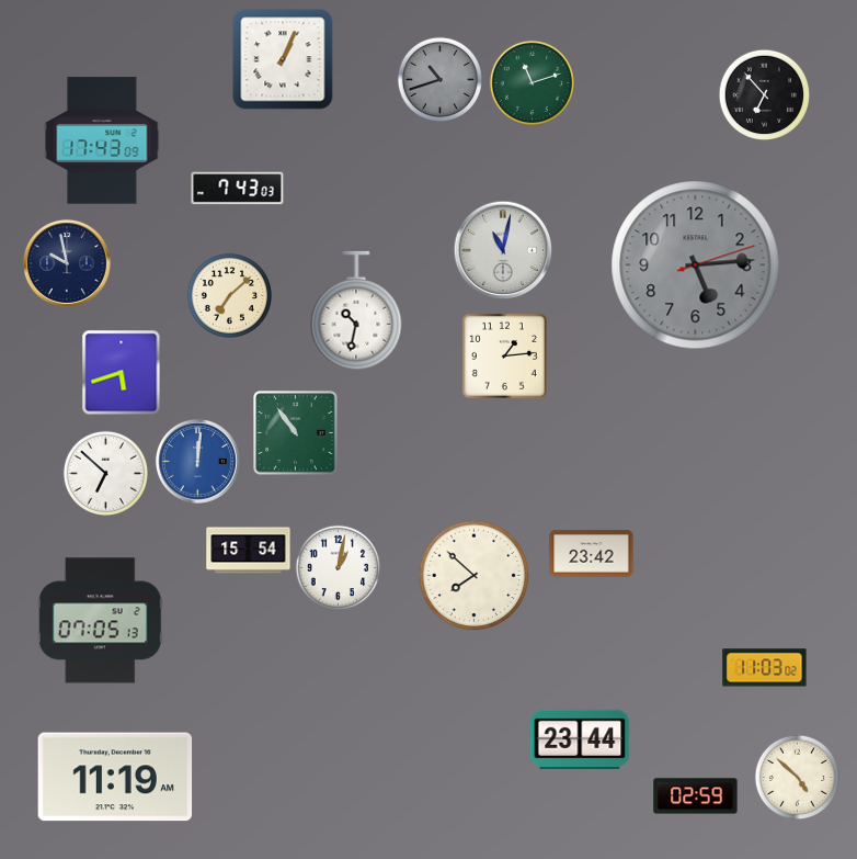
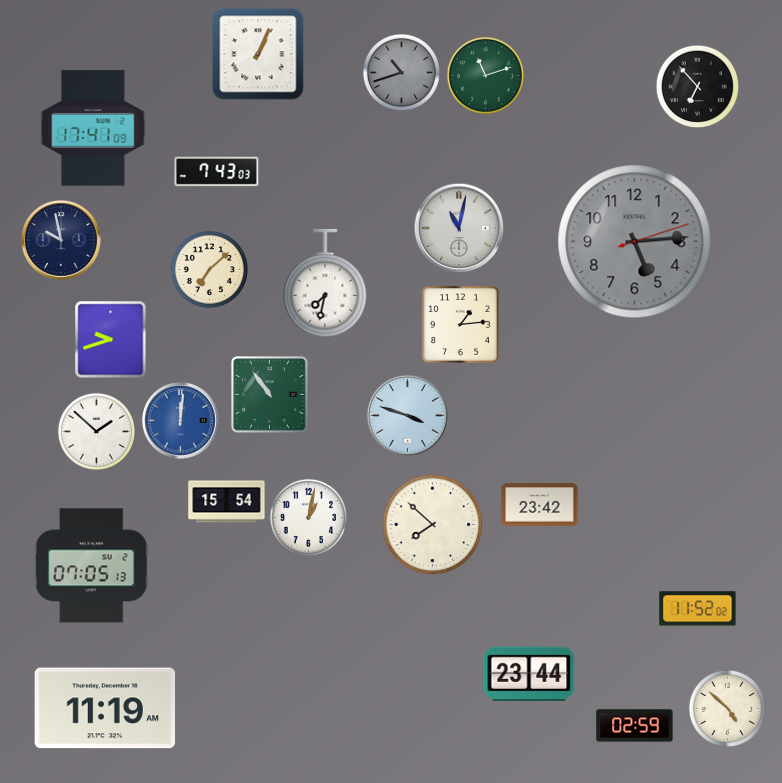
clock at (102, 140): 17:43 -> 17:41
clock at (356, 310): 10:32 -> 7:32
clock at (122, 372): 5:42 -> 9:42
clock at (407, 415): none -> 3:48
clock at (105, 473): 6:52 -> 1:52
clock at (765, 668): 11:03 -> 11:52
